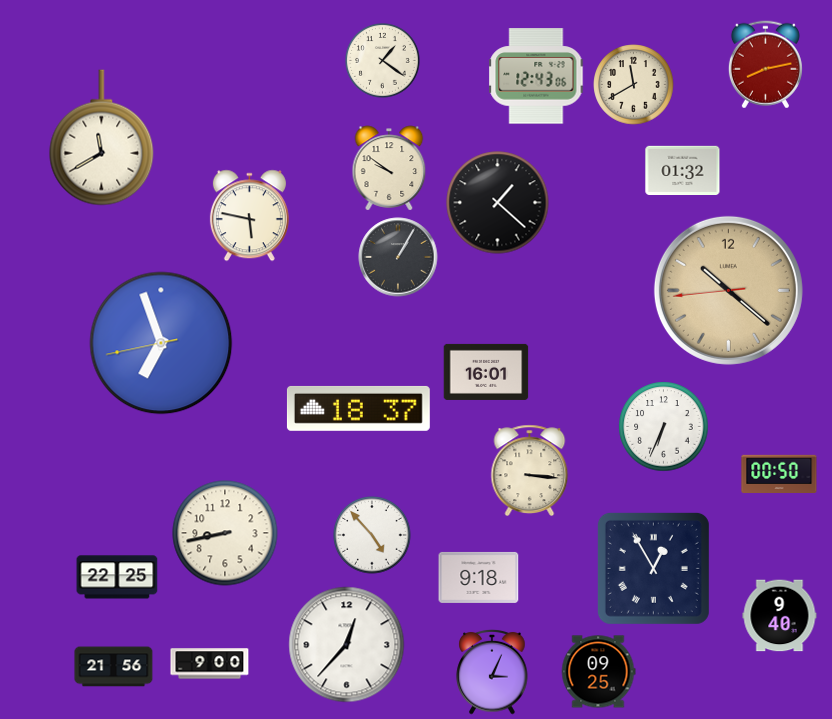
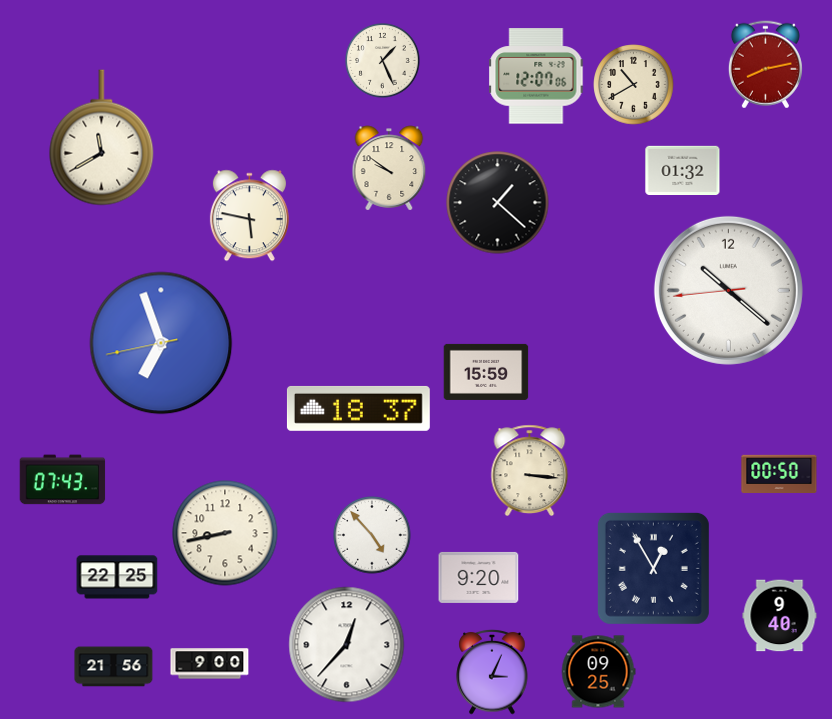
clock at (383, 61): 1:21 -> 1:26
clock at (536, 76): 12:43 -> 12:07
clock at (634, 85): 11:40 -> 10:40
clock at (398, 257): 1:05 -> none
clock at (728, 290) dial: champagne -> white
clock at (486, 372): 16:01 -> 15:59
clock at (664, 427): 6:34 -> none
clock at (63, 480): none -> 07:43
clock at (479, 577): 9:18 -> 9:20
